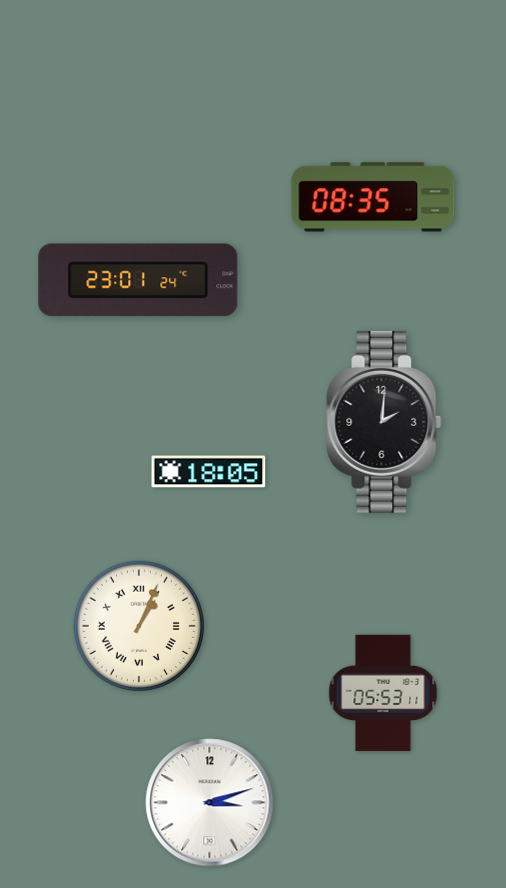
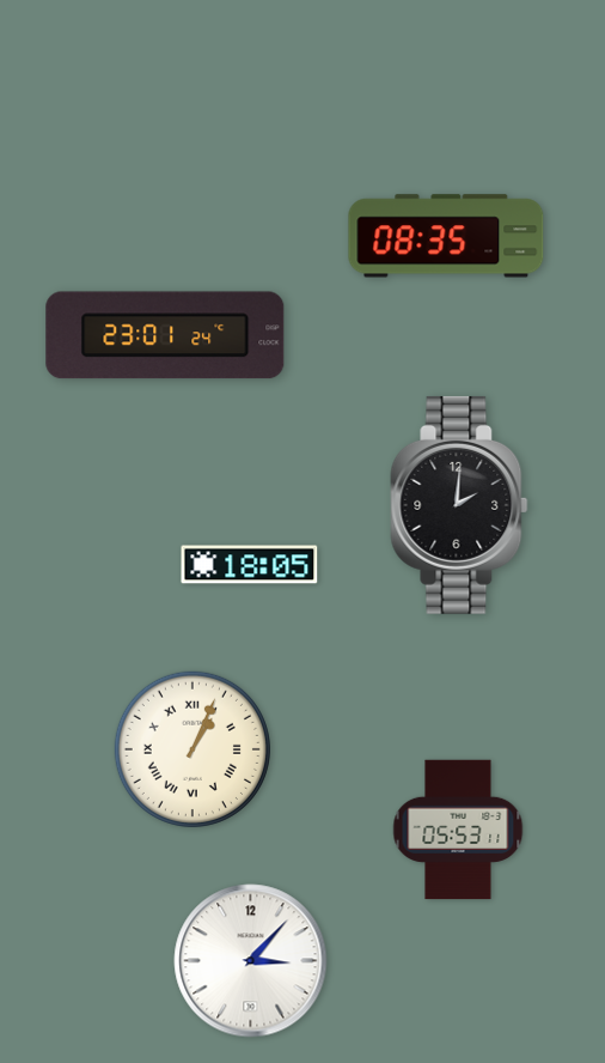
clock at (139, 626) position: (139, 626) -> (192, 749)
clock at (210, 803): 3:12 -> 3:07
